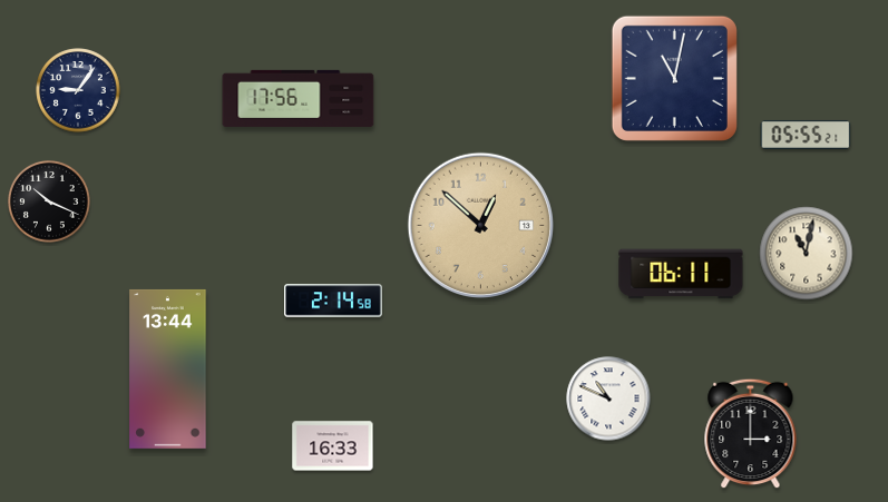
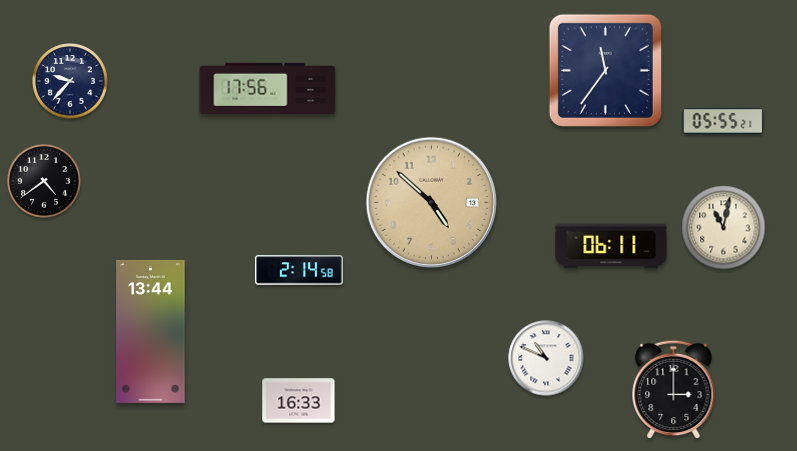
clock at (674, 78): 11:02 -> 11:36
clock at (78, 90): 9:06 -> 9:37
clock at (50, 203): 10:19 -> 4:39
clock at (480, 225): 12:52 -> 4:52
